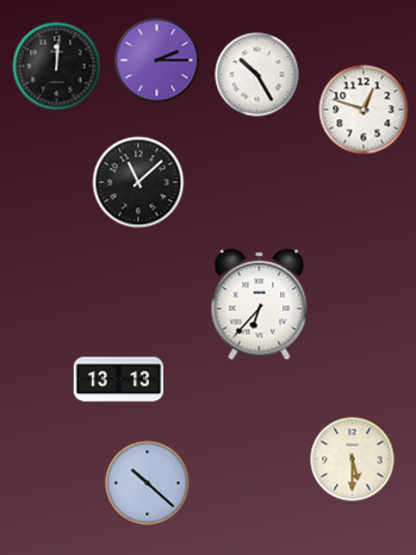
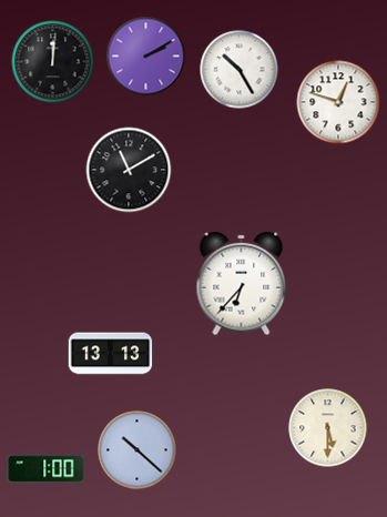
clock at (157, 61): 2:15 -> 2:10
clock at (138, 182): 11:08 -> 11:10
clock at (47, 469): none -> 1:00
